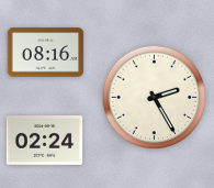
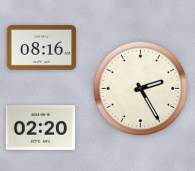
clock at (45, 141): 02:24 -> 02:20
